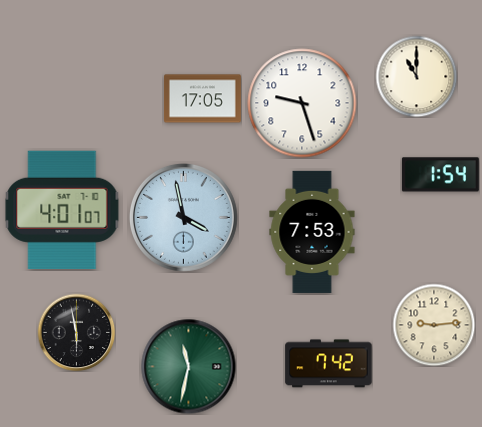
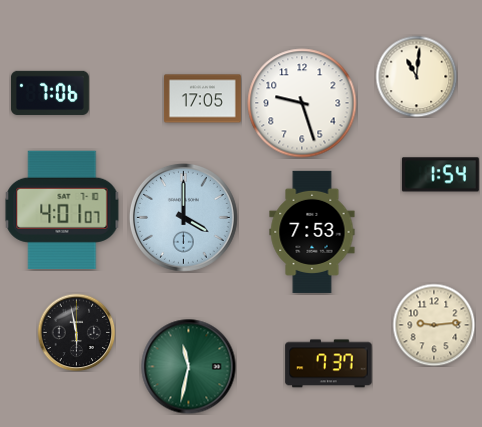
clock at (416, 76): 11:00 -> 11:01
clock at (50, 93): none -> 7:06
clock at (183, 217): 3:58 -> 4:00
clock at (329, 364): 7:42 -> 7:37
